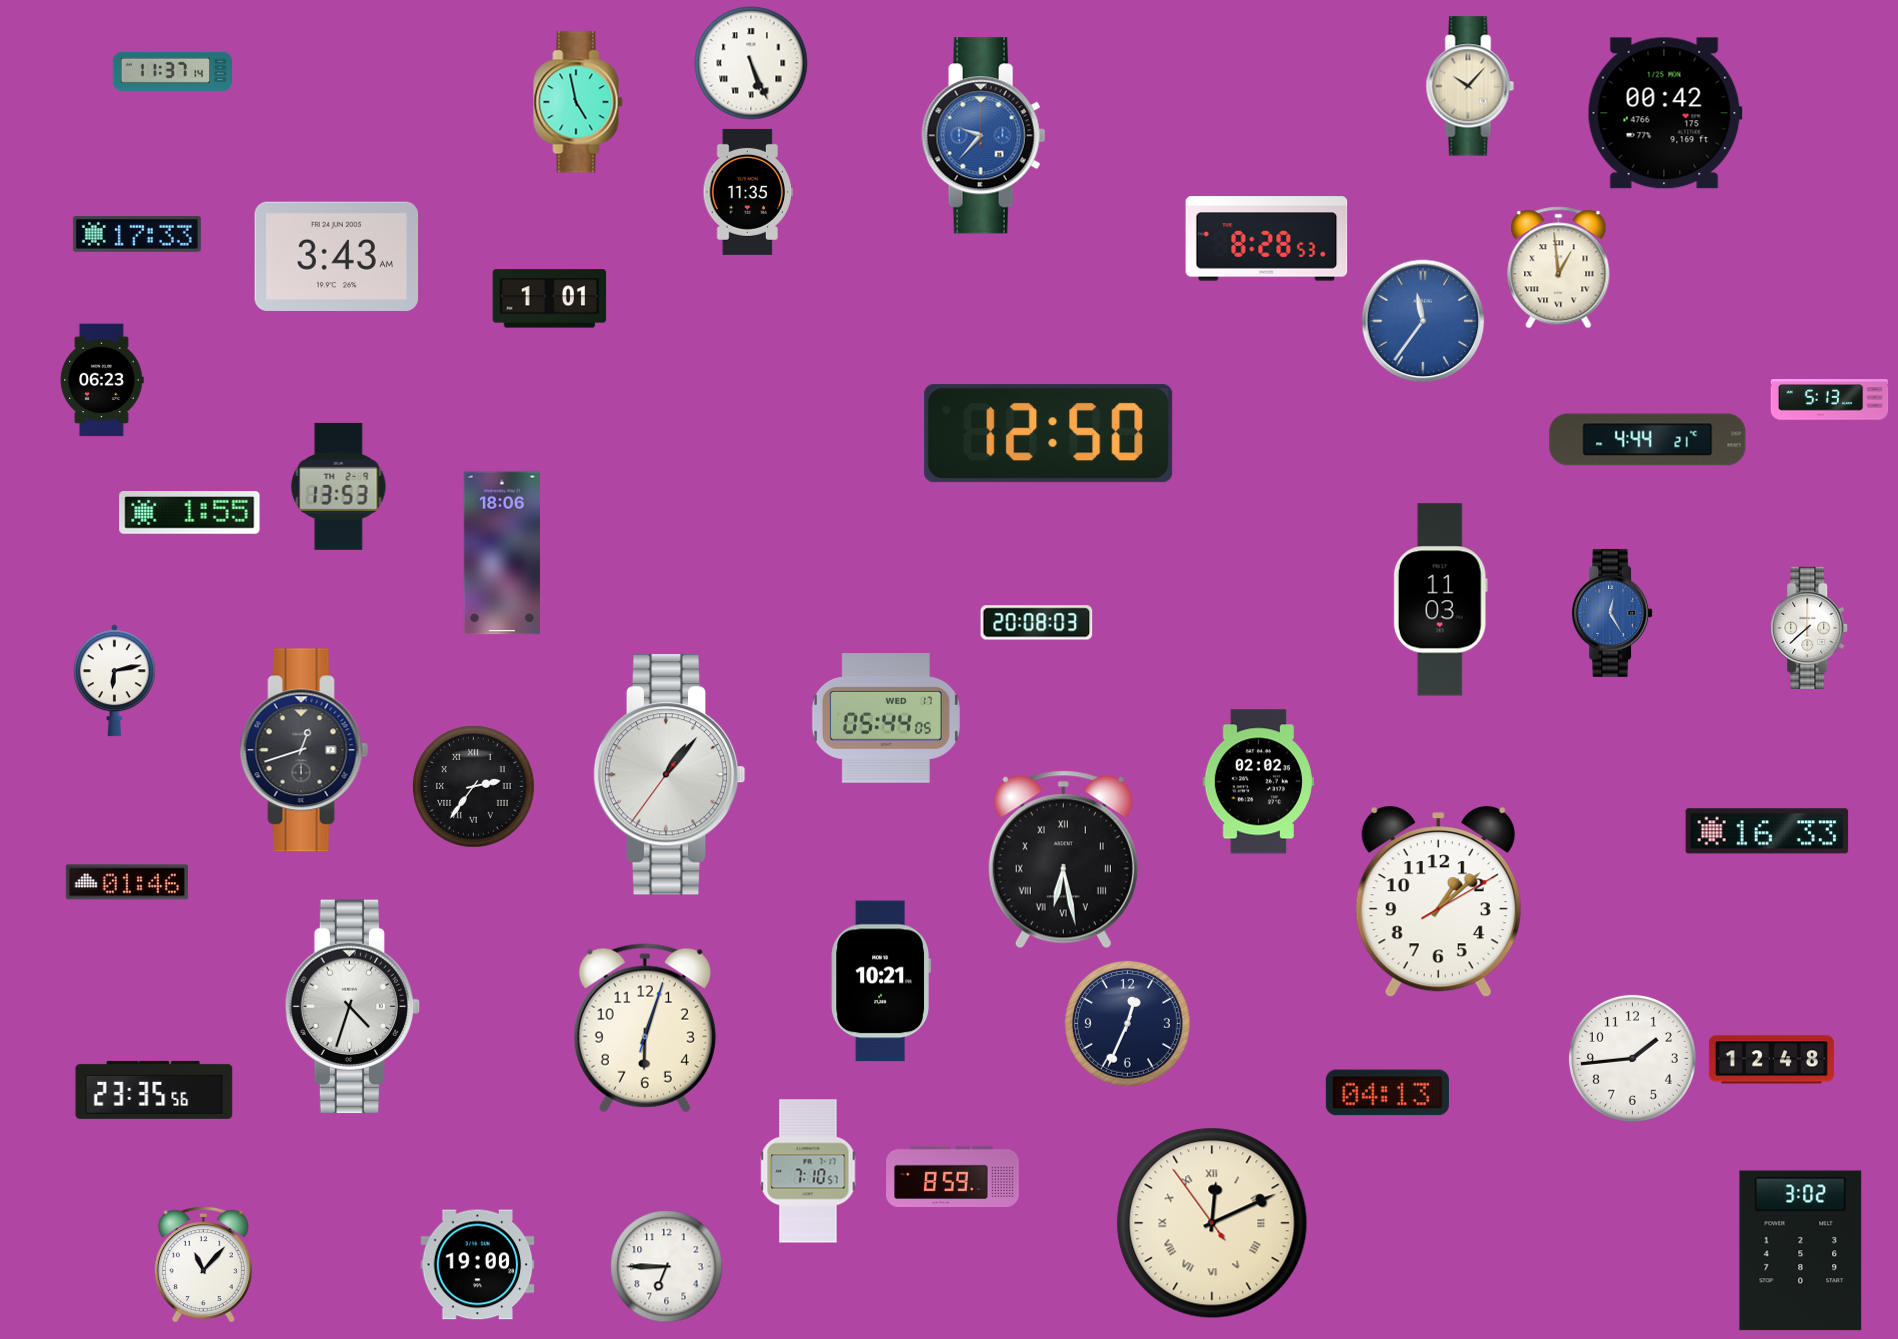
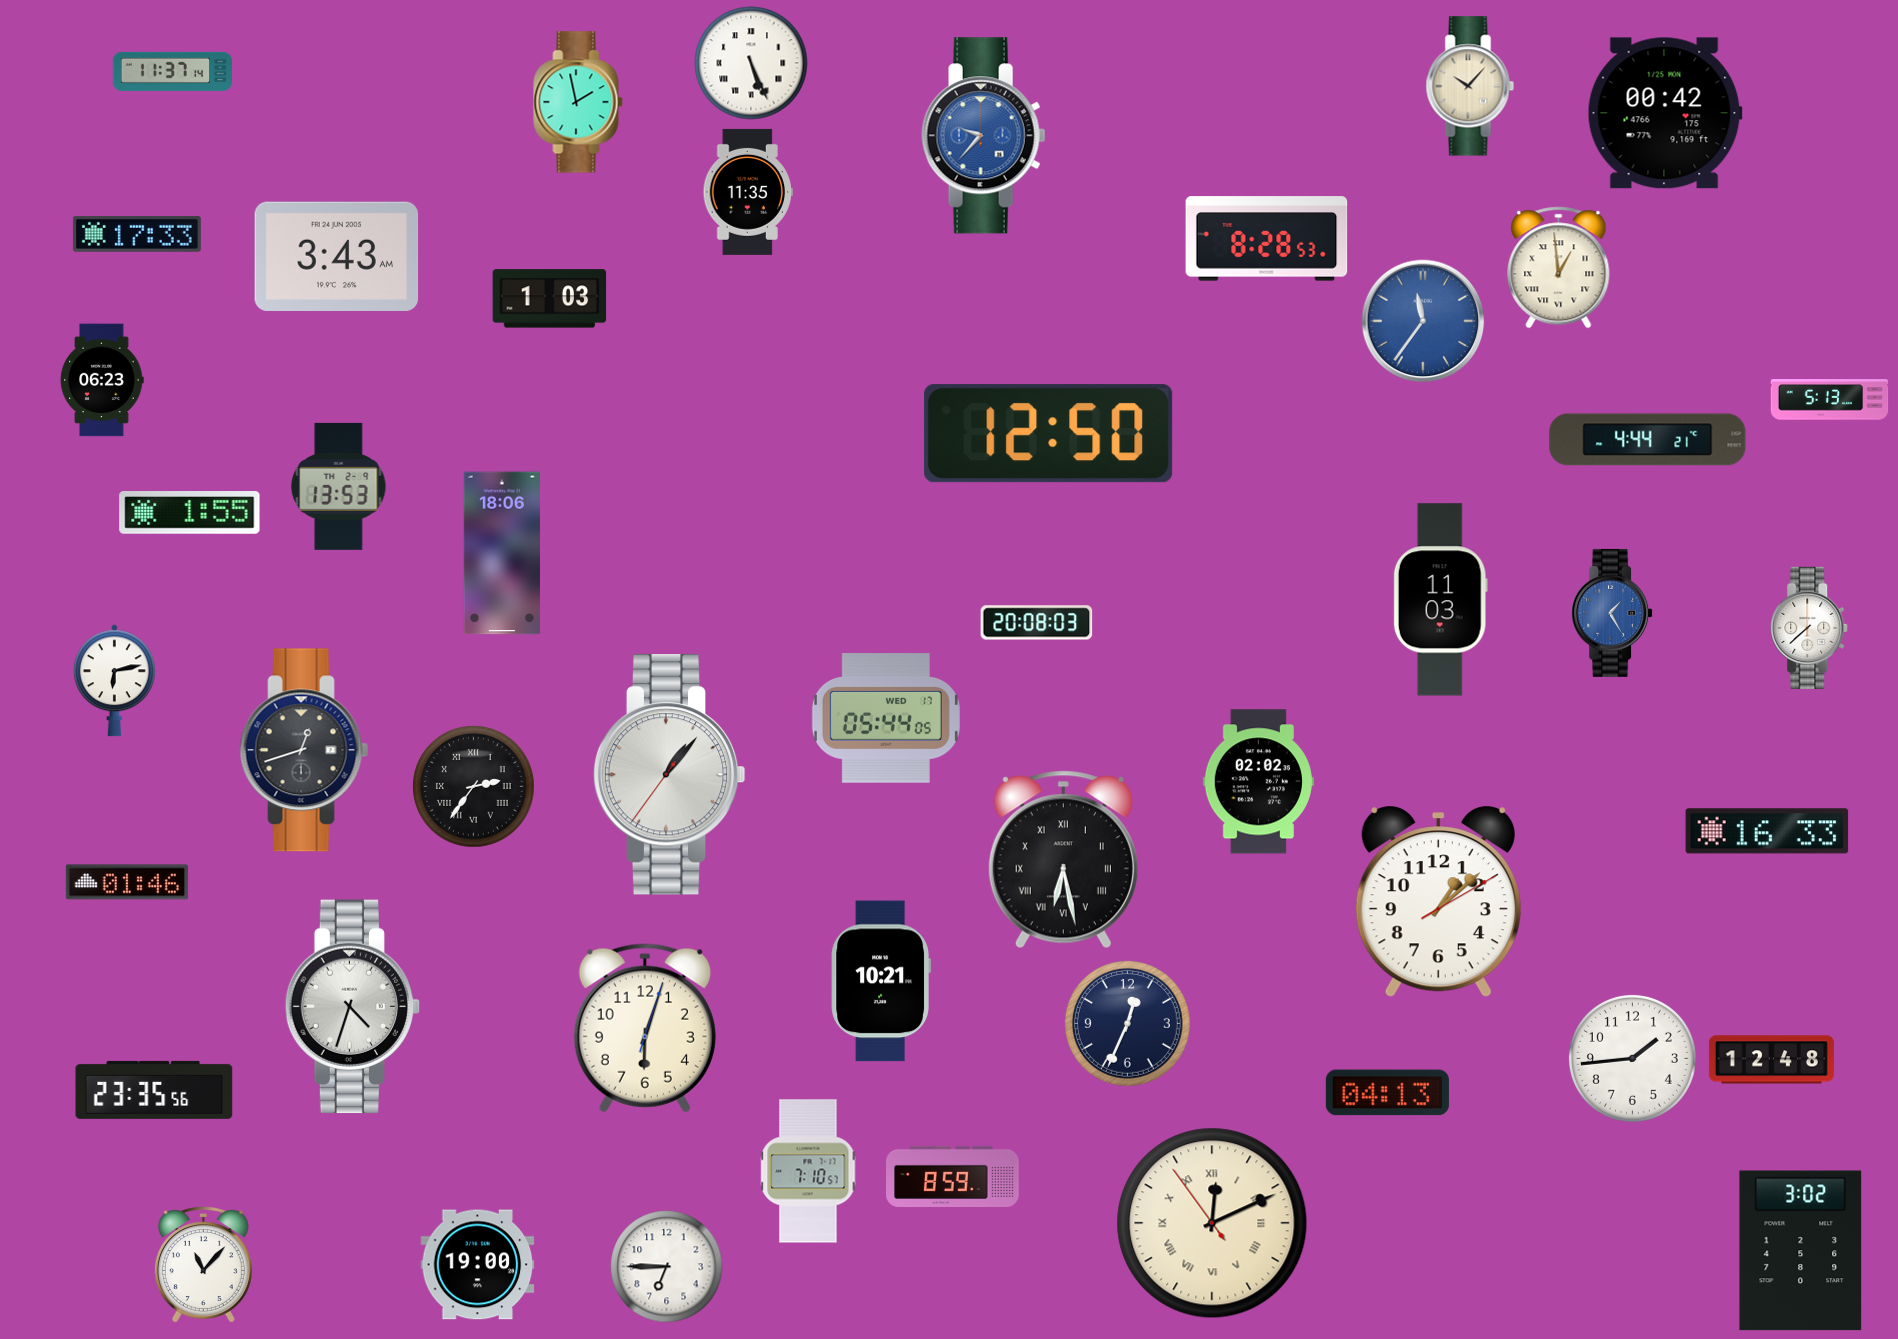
clock at (578, 102): 4:58 -> 1:58
clock at (550, 299): 1:01 -> 1:03
clock at (1612, 613): 12:25 -> 1:25
